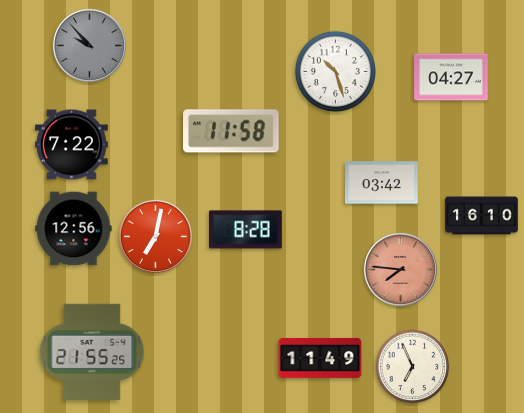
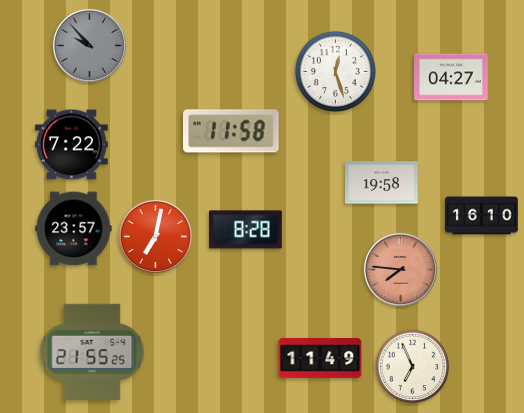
clock at (335, 71): 10:27 -> 12:27
clock at (382, 183): 03:42 -> 19:58
clock at (74, 229): 12:56 -> 23:57
